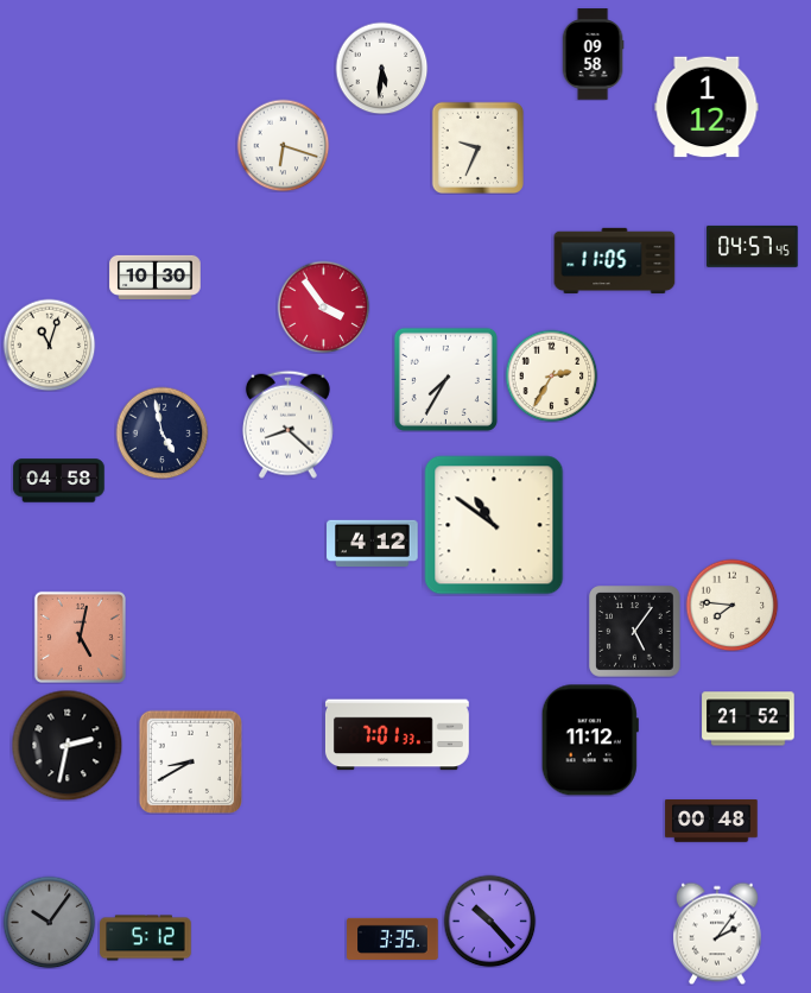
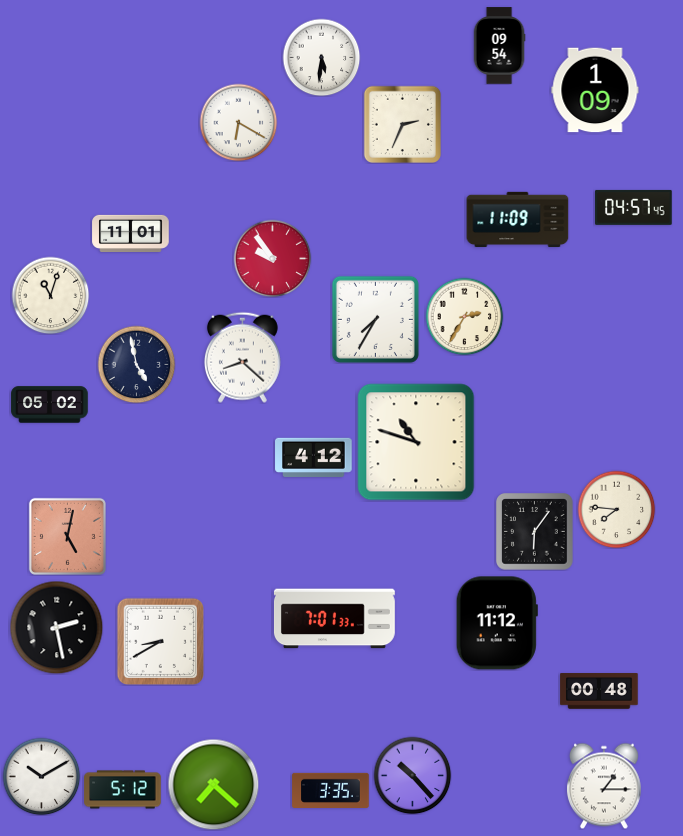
clock at (593, 55): 09:58 -> 09:54
clock at (707, 107): 1:12 -> 1:09
clock at (283, 145): 6:18 -> 6:20
clock at (477, 147): 9:34 -> 2:34
clock at (615, 261): 11:05 -> 11:09
clock at (156, 277): 10:30 -> 11:01
clock at (323, 306): 3:54 -> 9:54
clock at (49, 344) position: (49, 344) -> (50, 295)
clock at (59, 481): 04:58 -> 05:02
clock at (494, 525): 10:51 -> 10:48
clock at (635, 632): 5:06 -> 6:06
clock at (748, 719): 21:52 -> none
clock at (66, 745): 2:32 -> 2:28
clock at (49, 922): 10:06 -> 10:10
clock at (49, 922) dial: grey -> white
clock at (213, 784): none -> 7:22
clock at (717, 934): 2:06 -> 1:15
